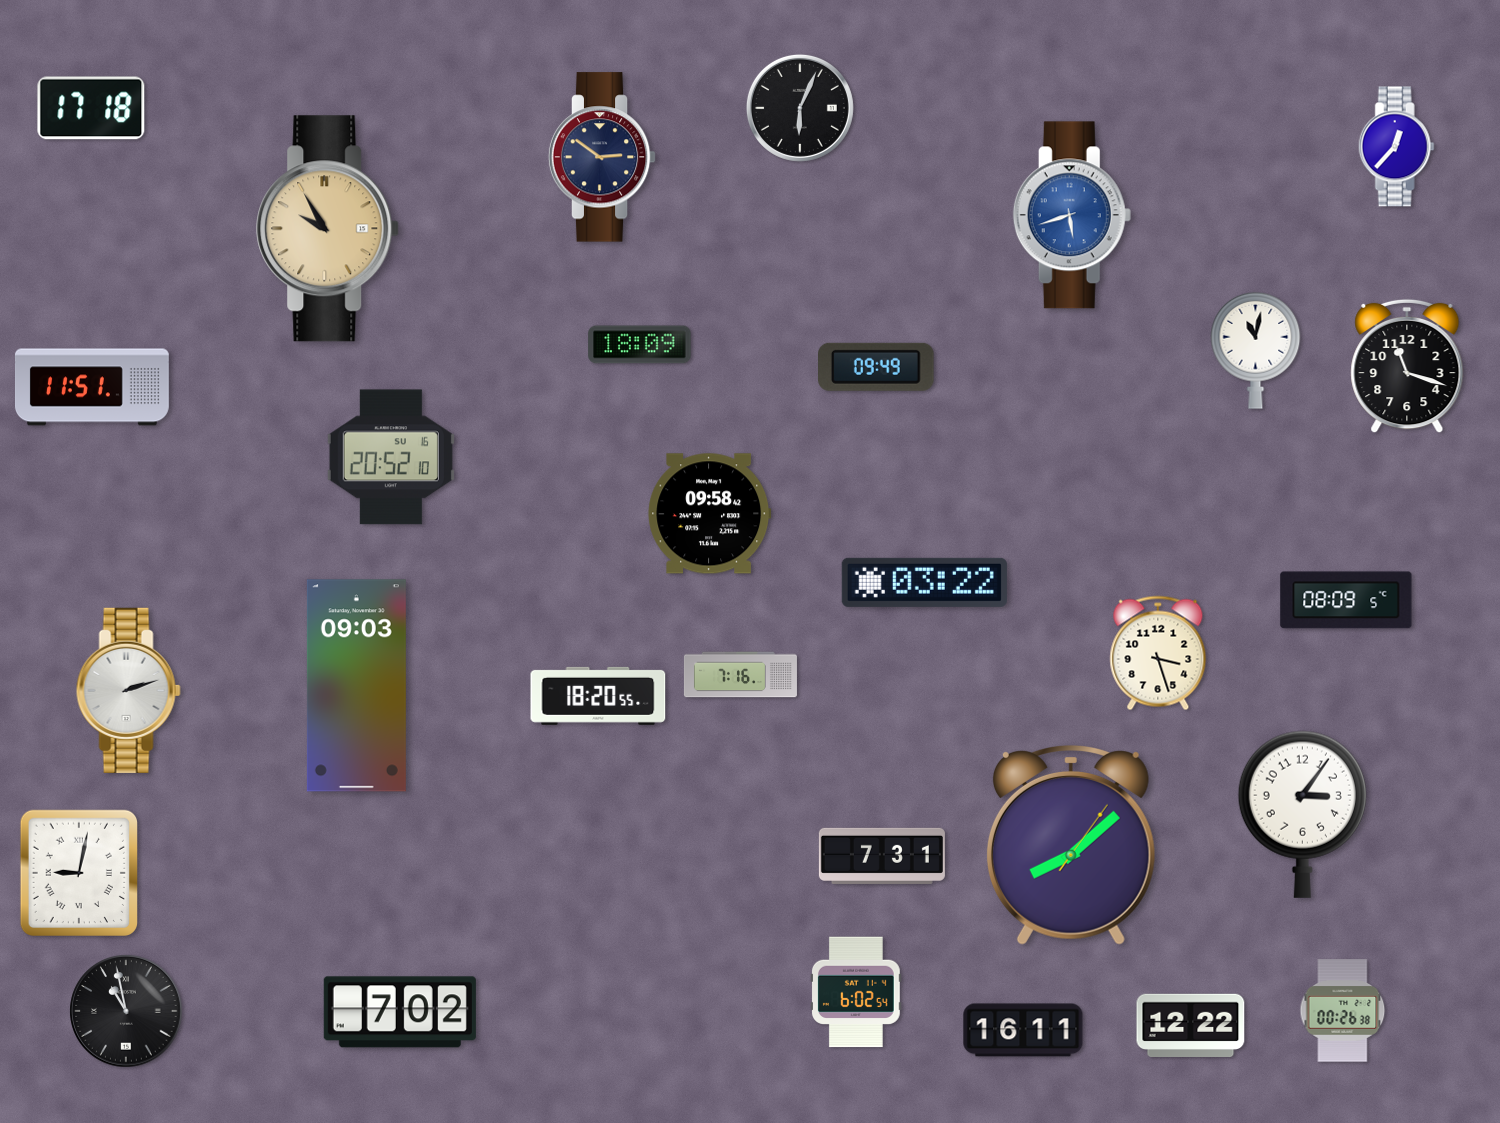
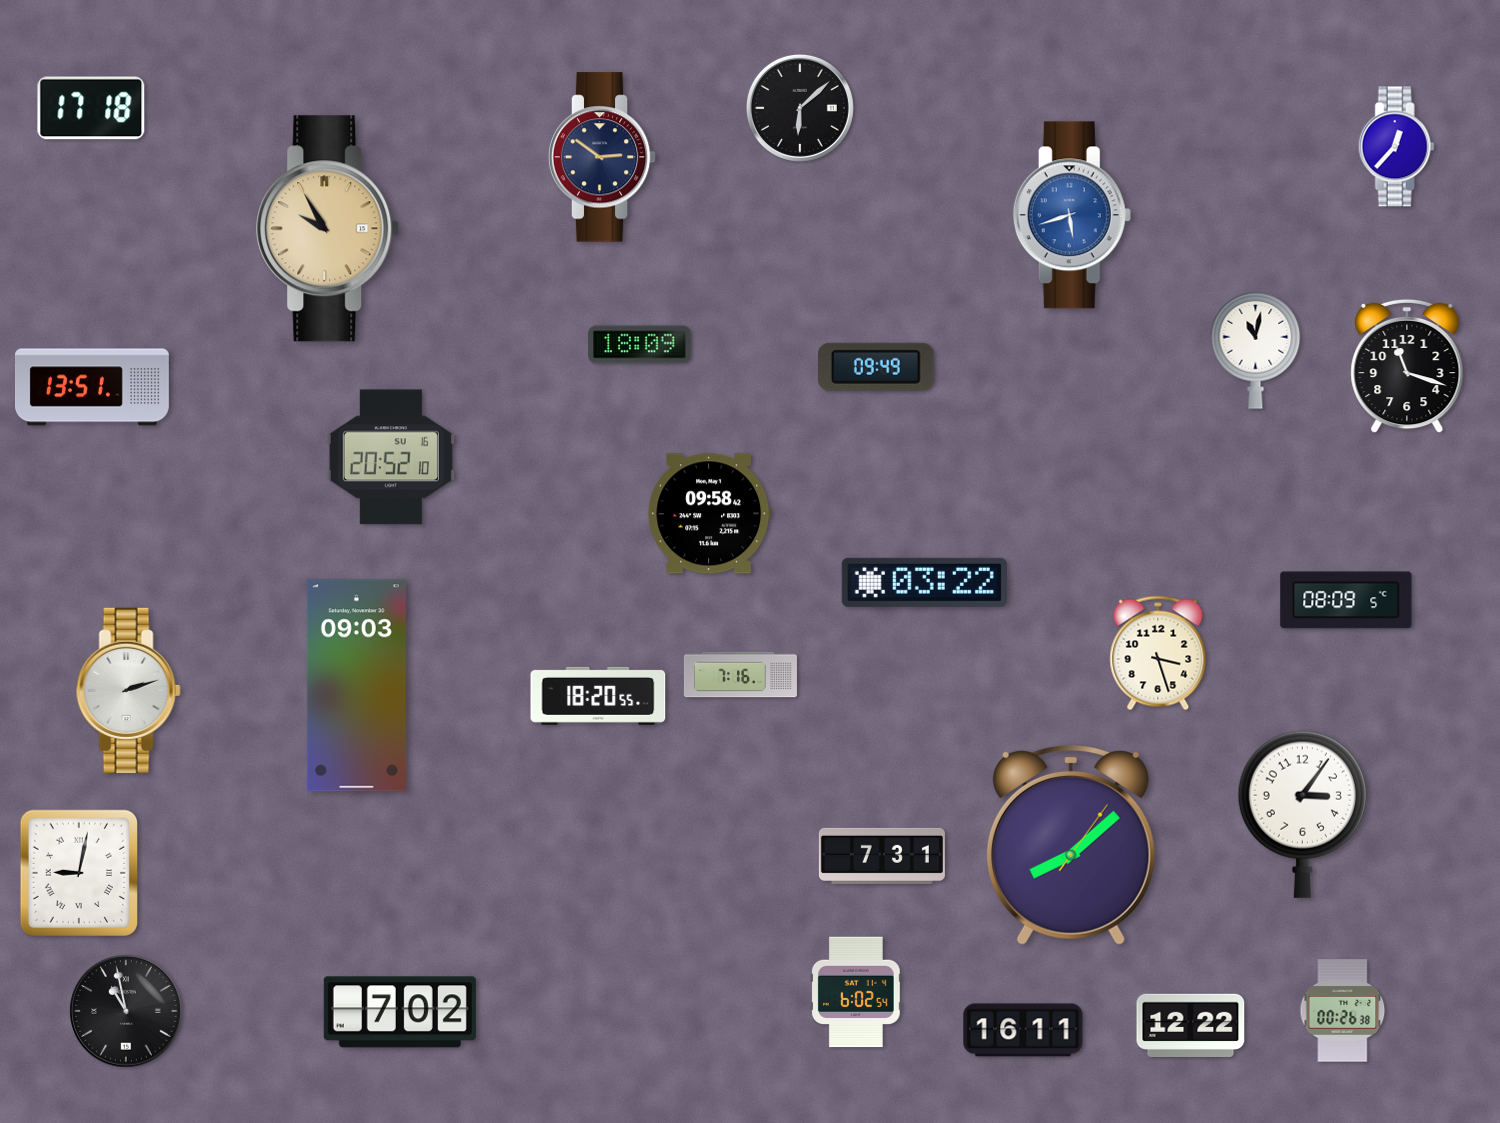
clock at (800, 108): 6:04 -> 6:08
clock at (92, 387): 11:51 -> 13:51
